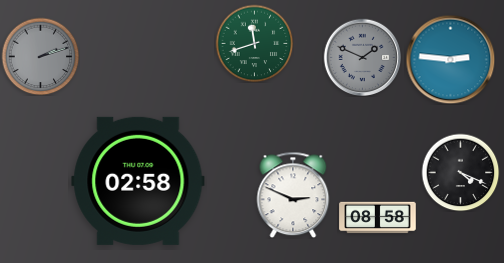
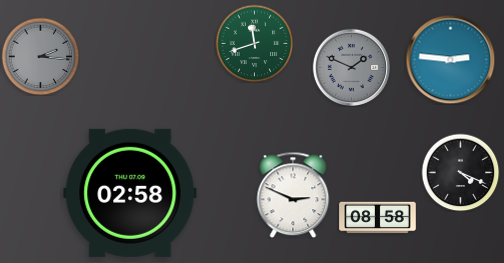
clock at (40, 56): 2:12 -> 2:16
clock at (362, 57) position: (362, 57) -> (351, 67)
clock at (138, 181) position: (138, 181) -> (130, 193)
